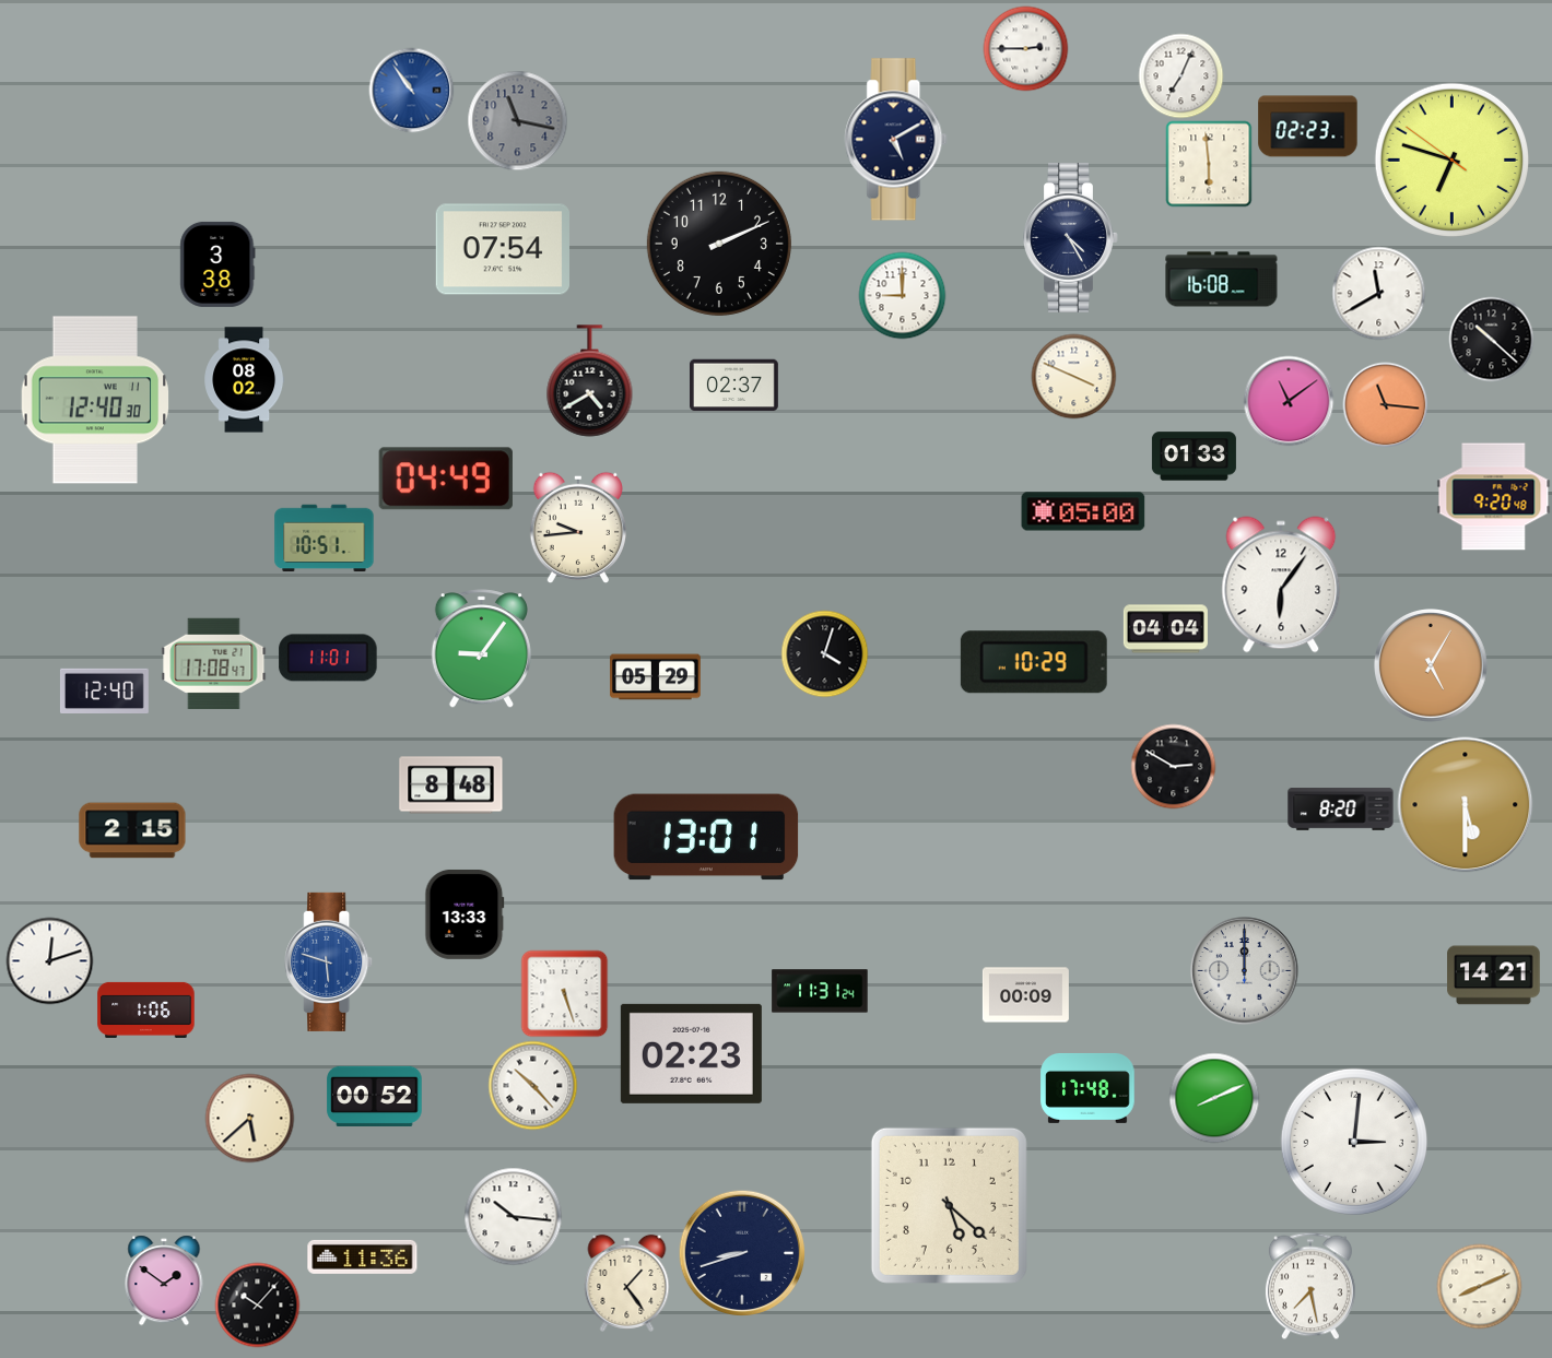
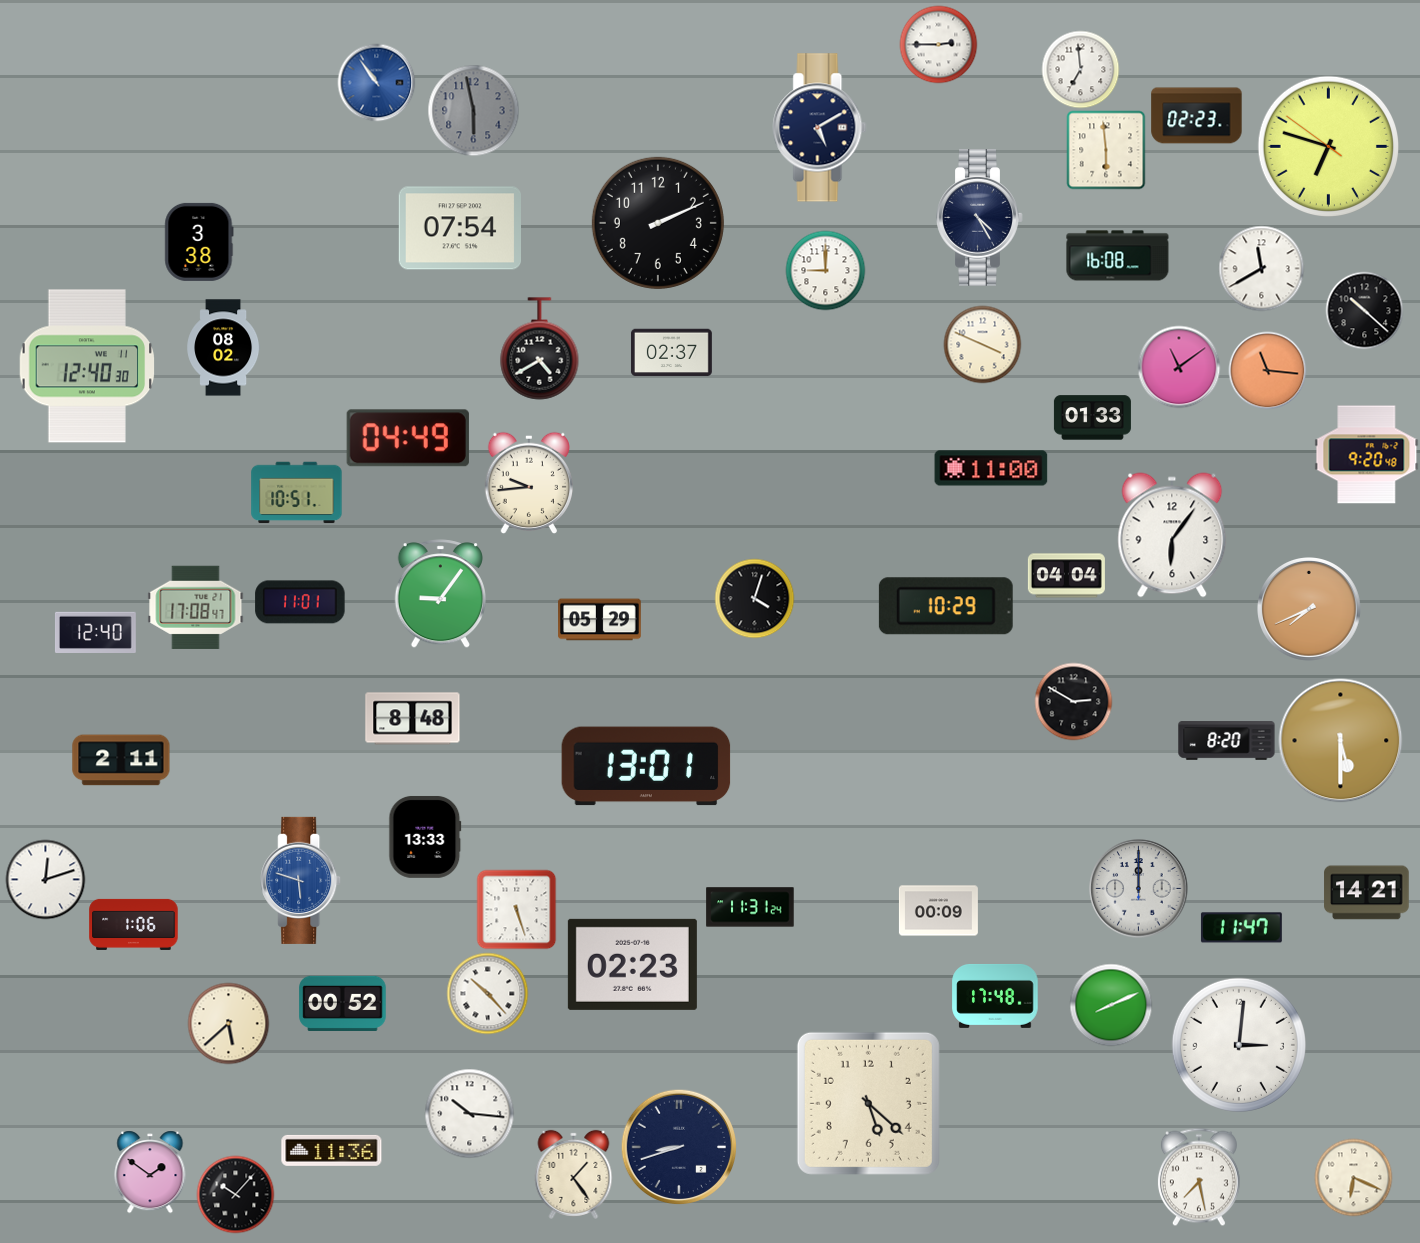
clock at (1180, 75): 7:04 -> 6:59
clock at (517, 120): 11:17 -> 5:58
clock at (1083, 511): 05:00 -> 11:00
clock at (1431, 666): 5:05 -> 7:41
clock at (1466, 805) position: (1466, 805) -> (1341, 741)
clock at (132, 830): 2:15 -> 2:11
clock at (1241, 928): none -> 11:47
clock at (1479, 1286): 8:11 -> 6:19
